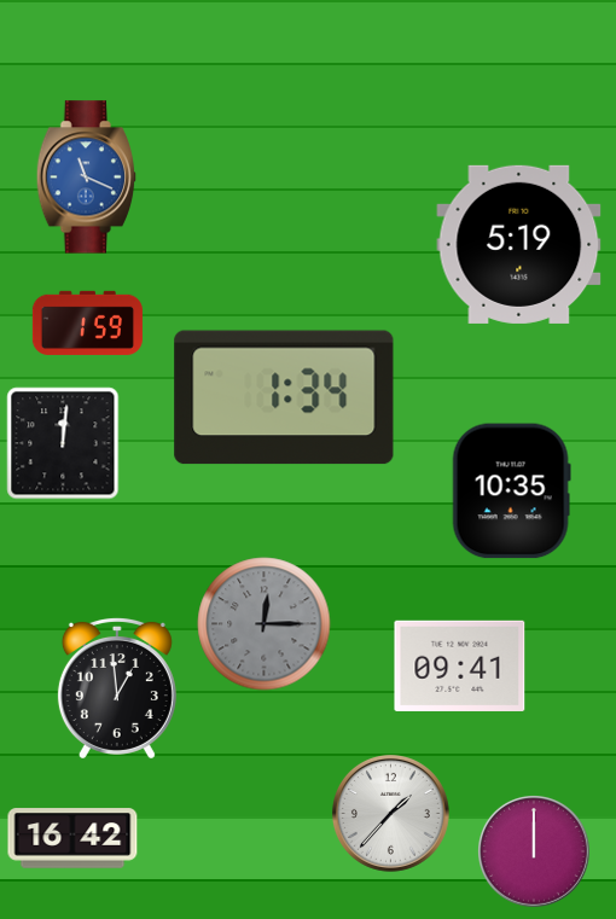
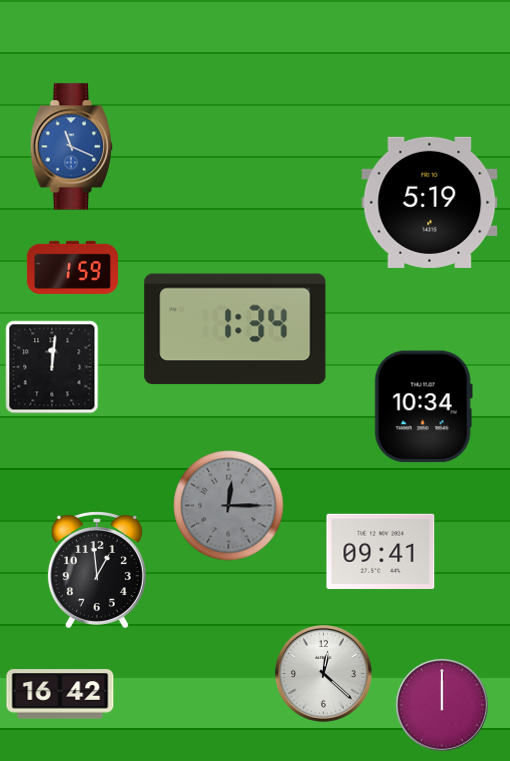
clock at (511, 492): 10:35 -> 10:34
clock at (265, 624) position: (265, 624) -> (229, 506)
clock at (390, 813): 1:37 -> 12:22
